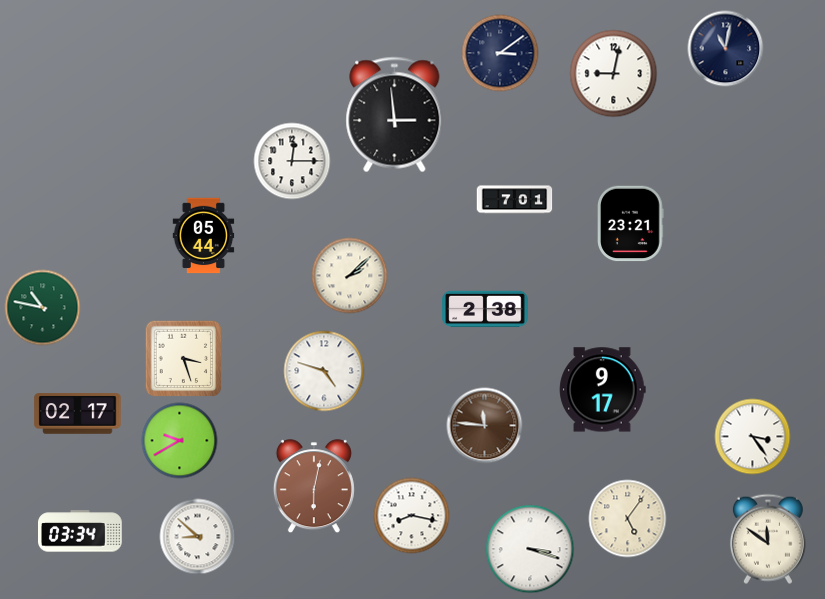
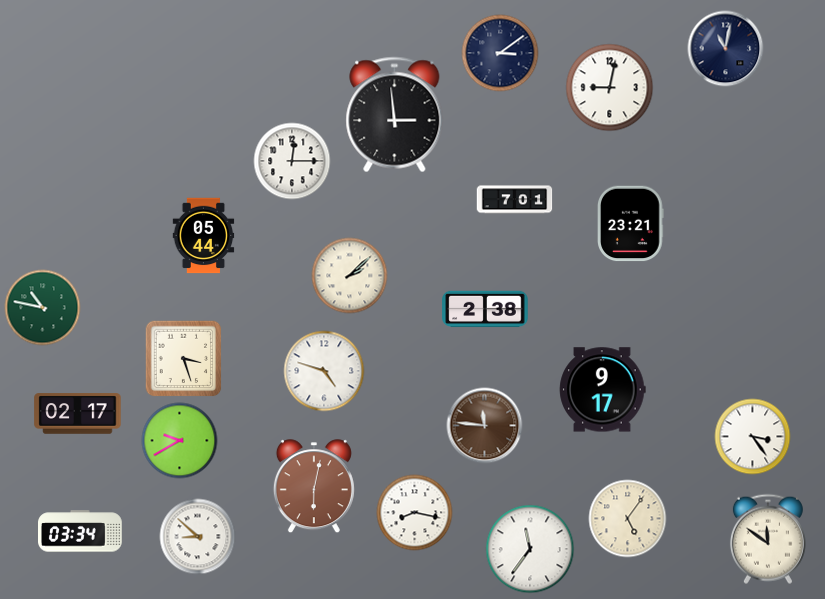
clock at (614, 74) position: (614, 74) -> (610, 88)
clock at (412, 516) position: (412, 516) -> (415, 513)
clock at (530, 549): 3:18 -> 11:36
